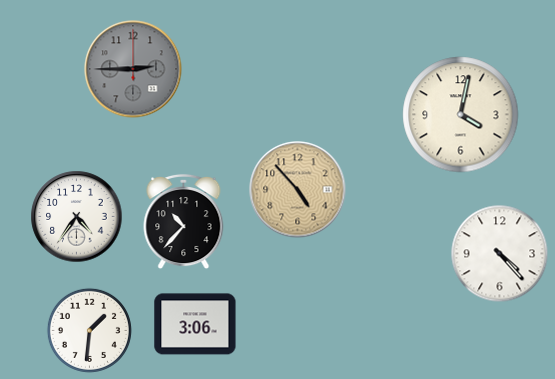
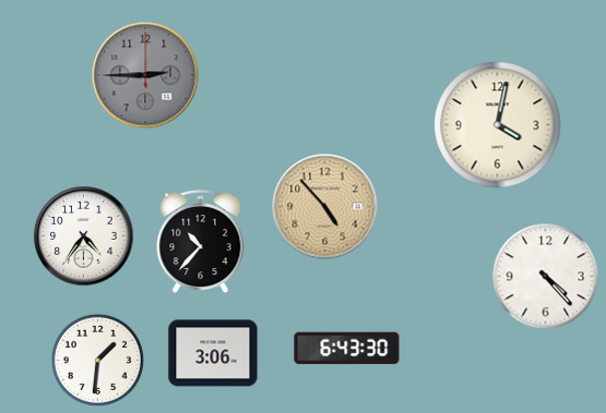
clock at (461, 115) position: (461, 115) -> (498, 125)
clock at (347, 349): none -> 6:43
